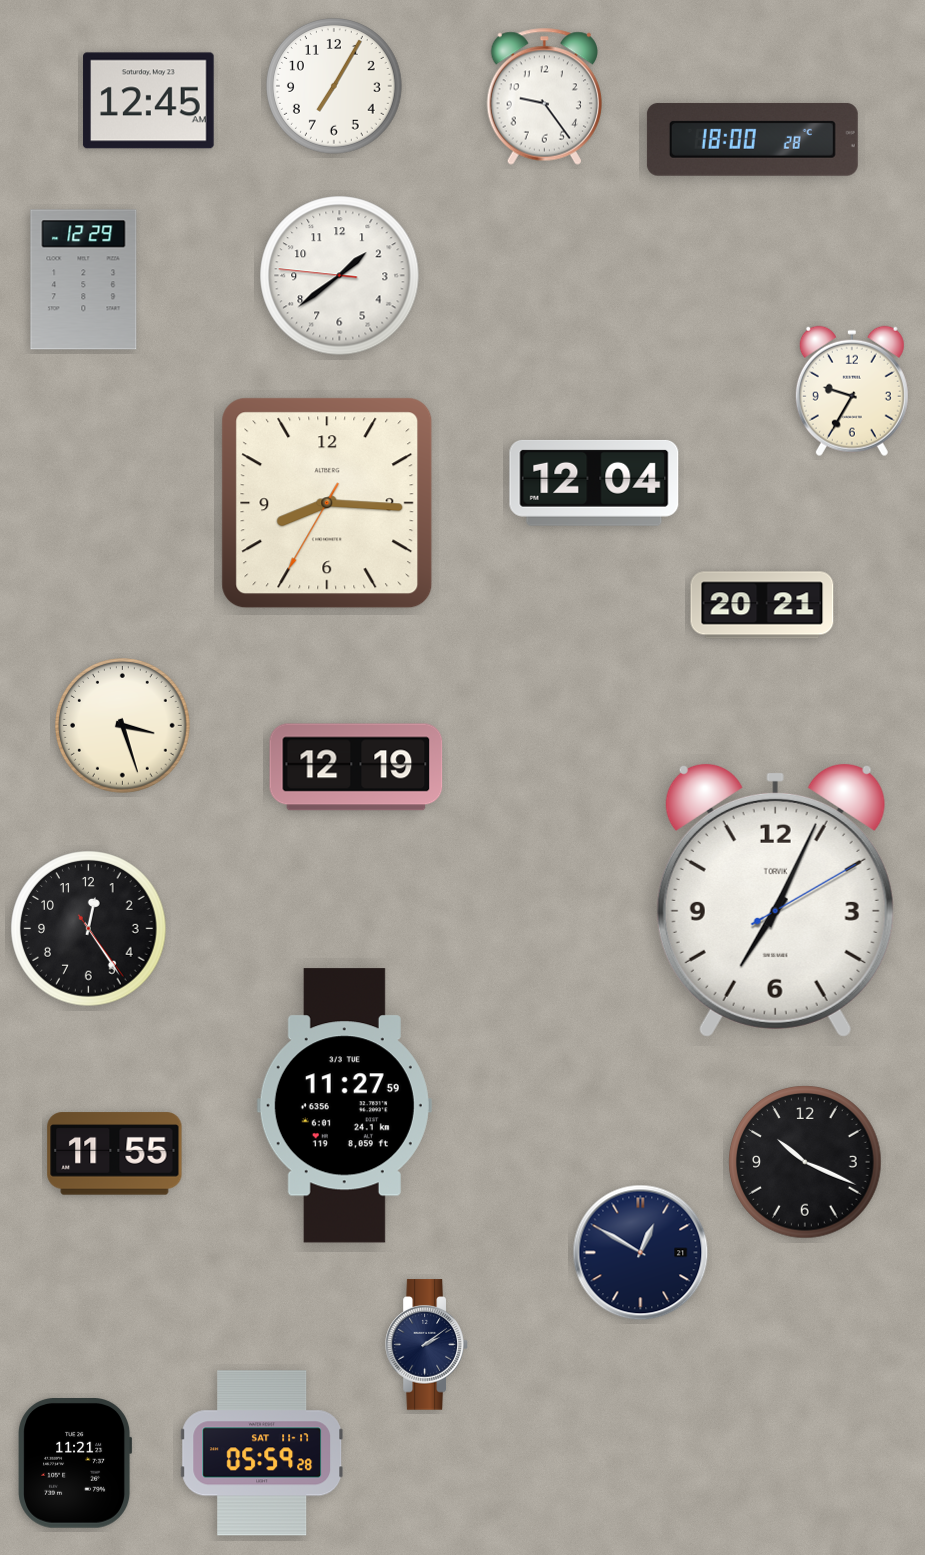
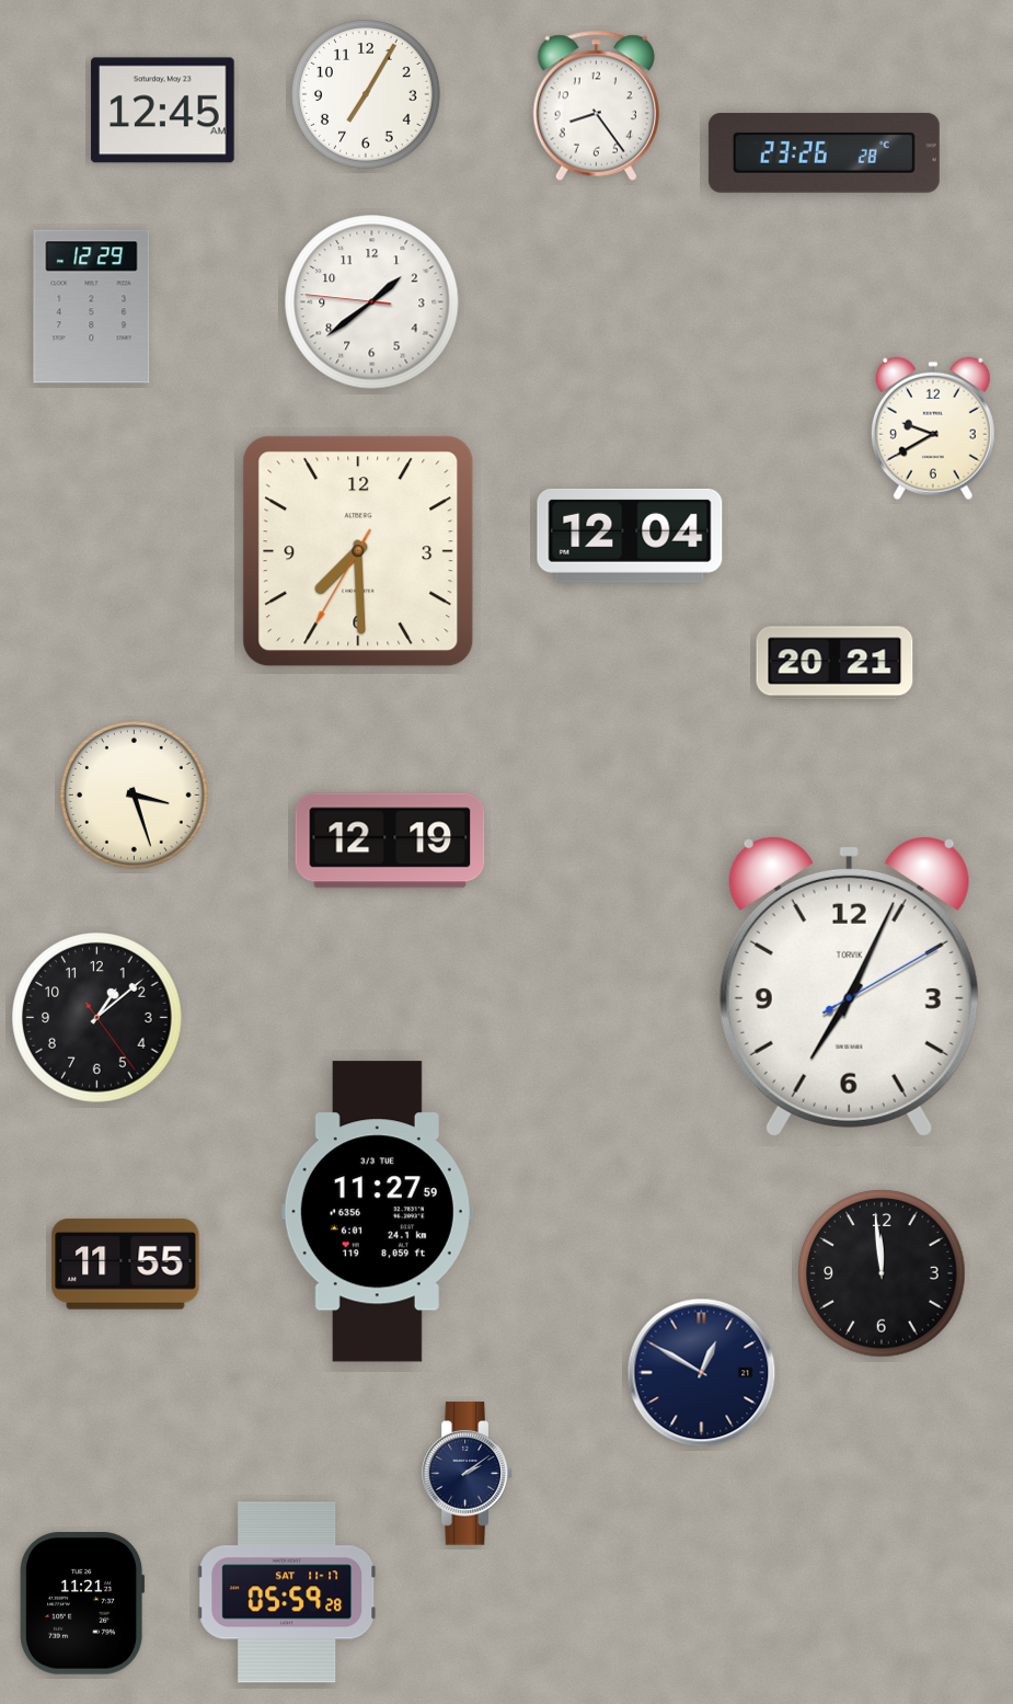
clock at (544, 96): 9:24 -> 8:24
clock at (752, 139): 18:00 -> 23:26
clock at (852, 391): 9:35 -> 9:40
clock at (594, 483) position: (594, 483) -> (630, 536)
clock at (327, 503): 8:15 -> 7:29
clock at (89, 929): 12:24 -> 1:08
clock at (805, 1162): 10:19 -> 11:59
